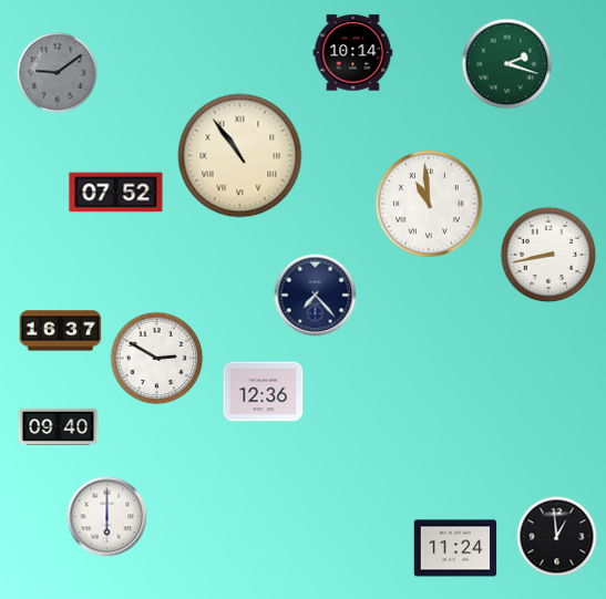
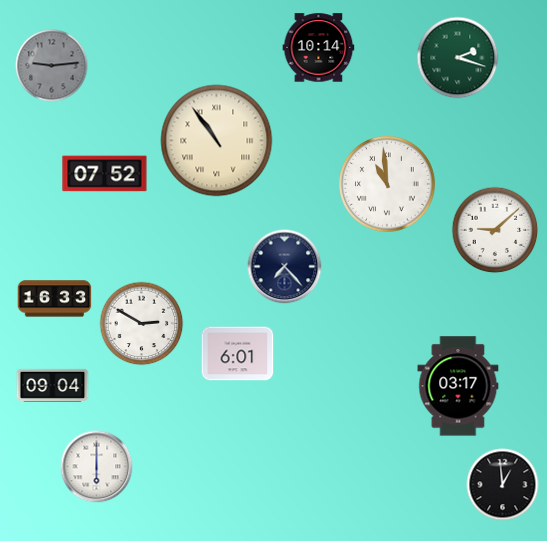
clock at (58, 73): 9:09 -> 9:14
clock at (548, 255): 8:43 -> 9:08
clock at (61, 331): 16:37 -> 16:33
clock at (264, 392): 12:36 -> 6:01
clock at (59, 426): 09:40 -> 09:04
clock at (458, 386): none -> 03:17
clock at (455, 548): 11:24 -> none
